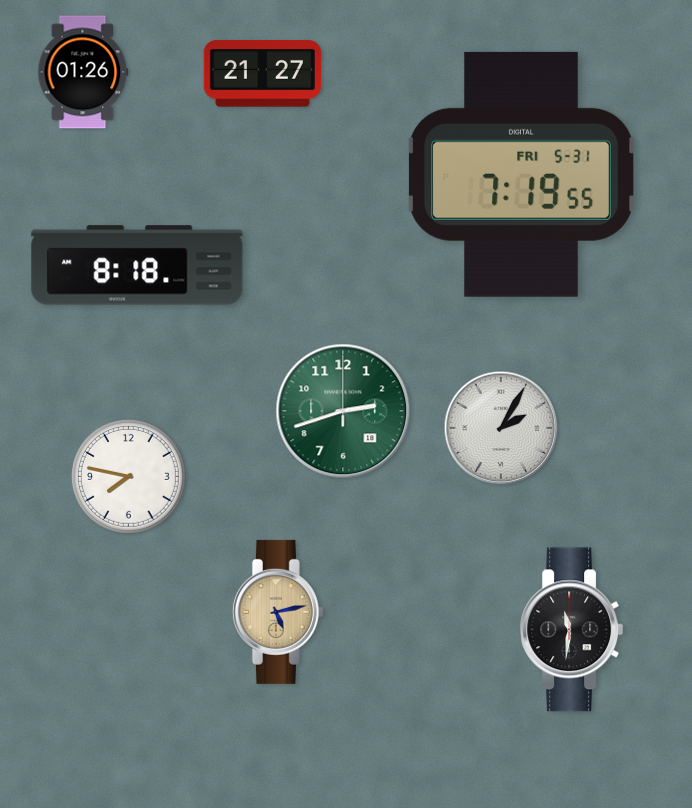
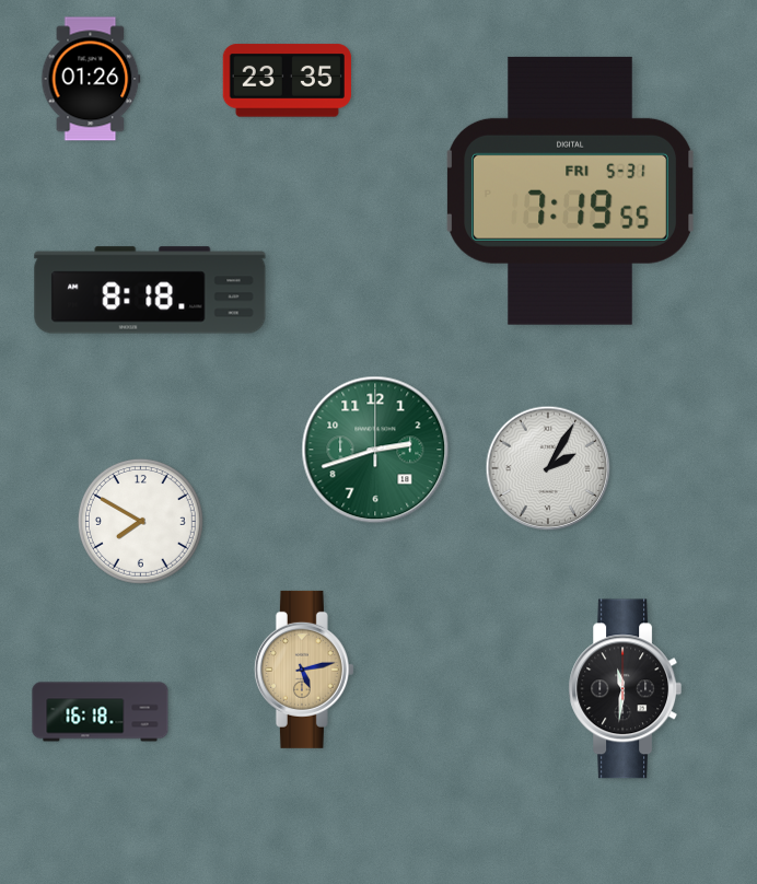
clock at (262, 74): 21:27 -> 23:35
clock at (128, 476): 7:47 -> 7:50
clock at (101, 712): none -> 16:18
